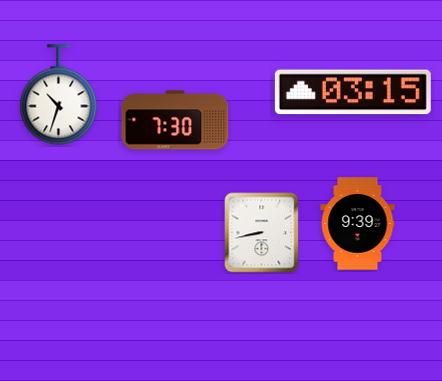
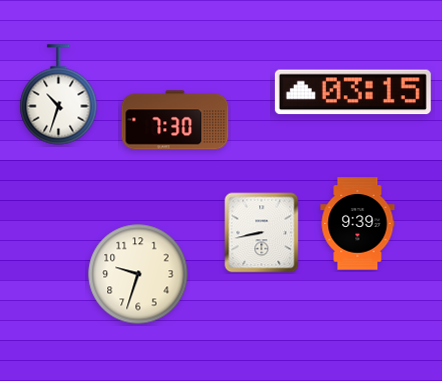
clock at (138, 274): none -> 9:33
